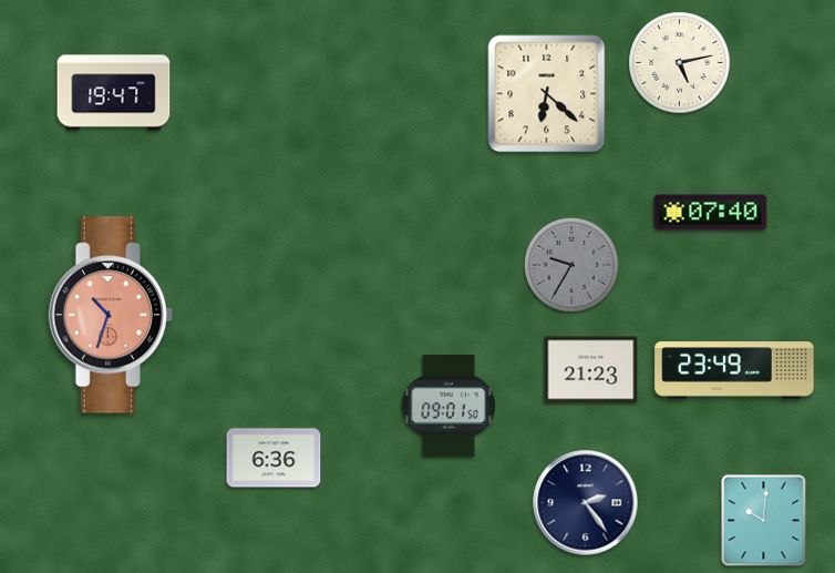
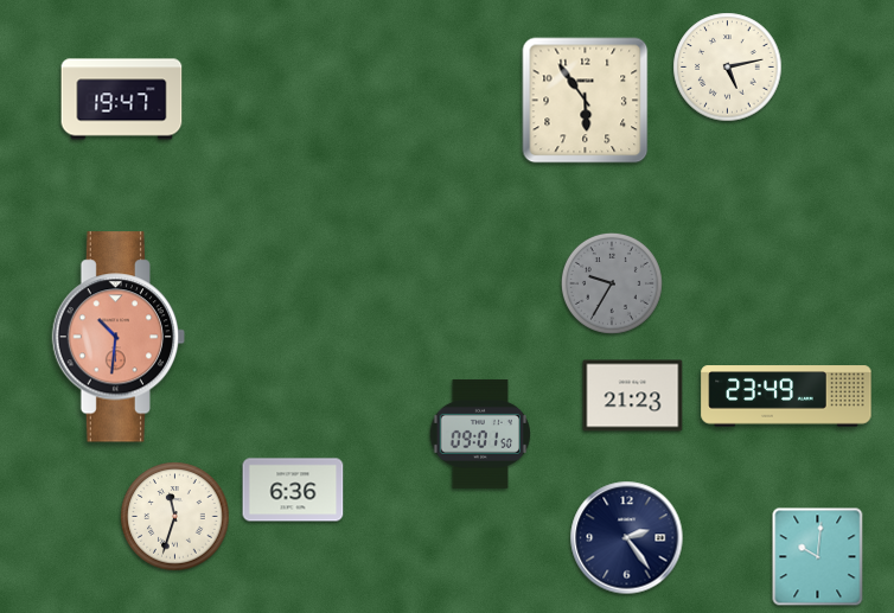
clock at (547, 94): 6:22 -> 5:54
clock at (711, 213): 07:40 -> none
clock at (111, 315): 10:33 -> 10:31
clock at (175, 517): none -> 11:33
